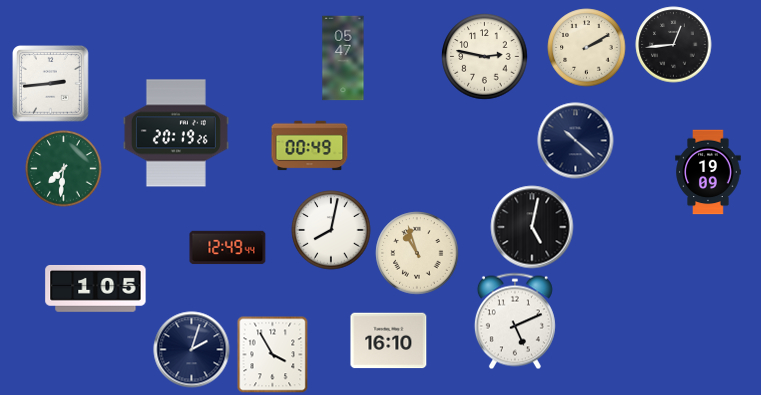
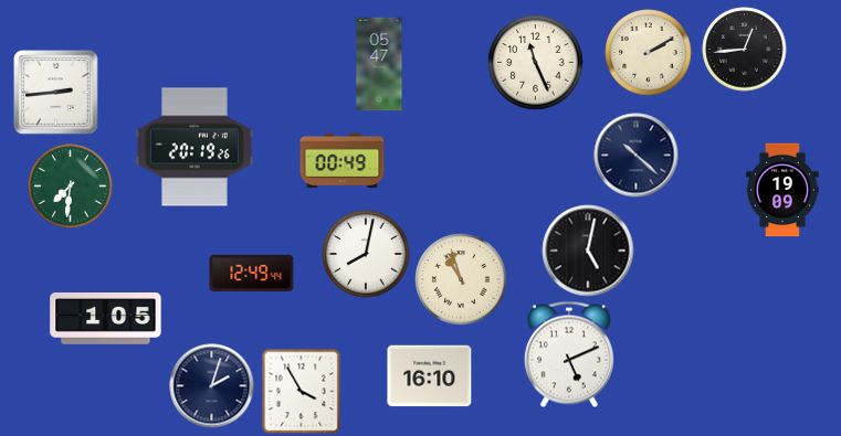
clock at (485, 57): 2:47 -> 11:26
